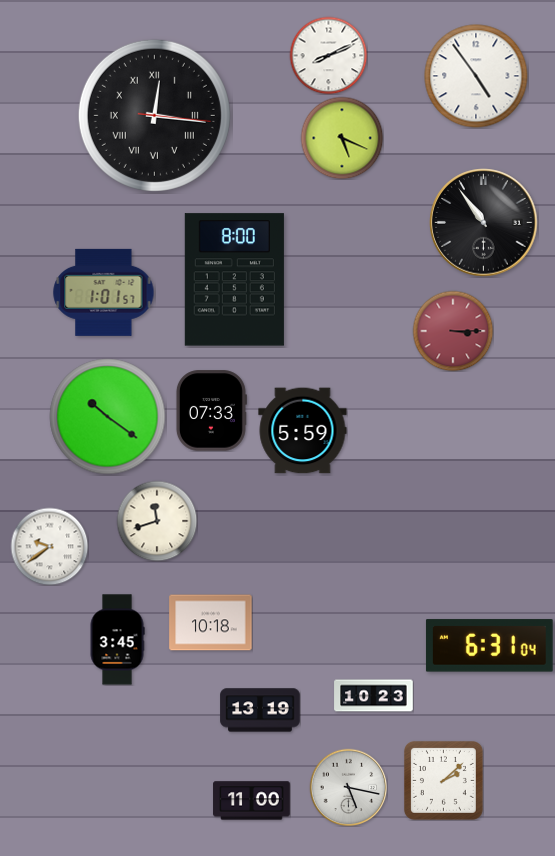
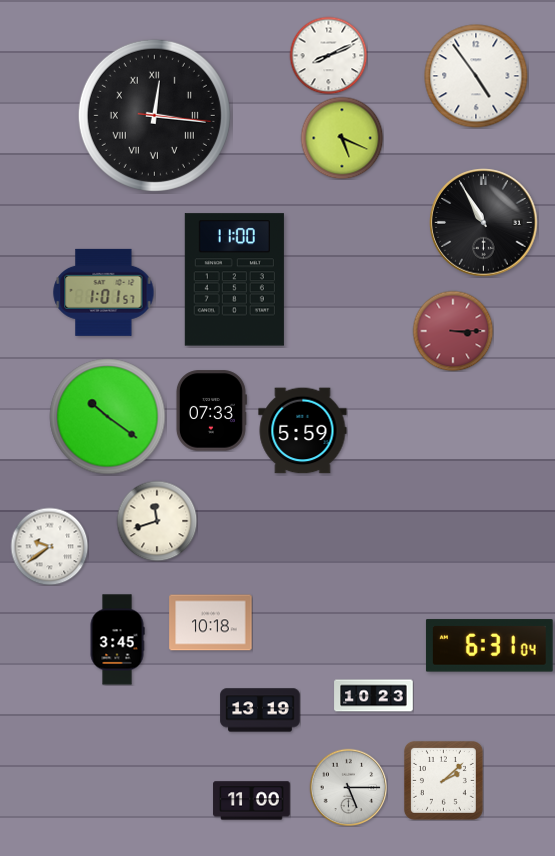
clock at (484, 223): 10:54 -> 10:55
clock at (234, 280): 8:00 -> 11:00
clock at (348, 787): 5:17 -> 5:15
